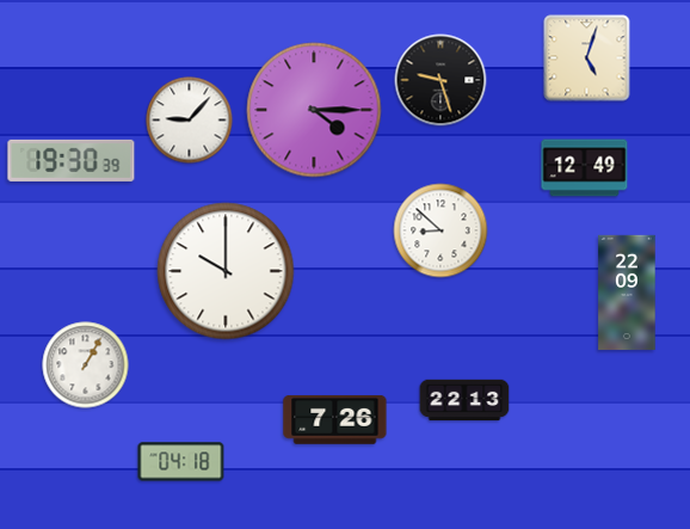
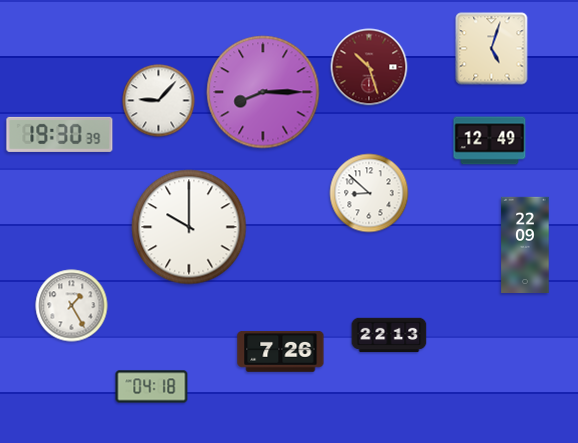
clock at (441, 80): 9:27 -> 10:27
clock at (441, 80) dial: black -> burgundy
clock at (314, 110): 4:15 -> 8:15
clock at (86, 365): 1:05 -> 1:25
